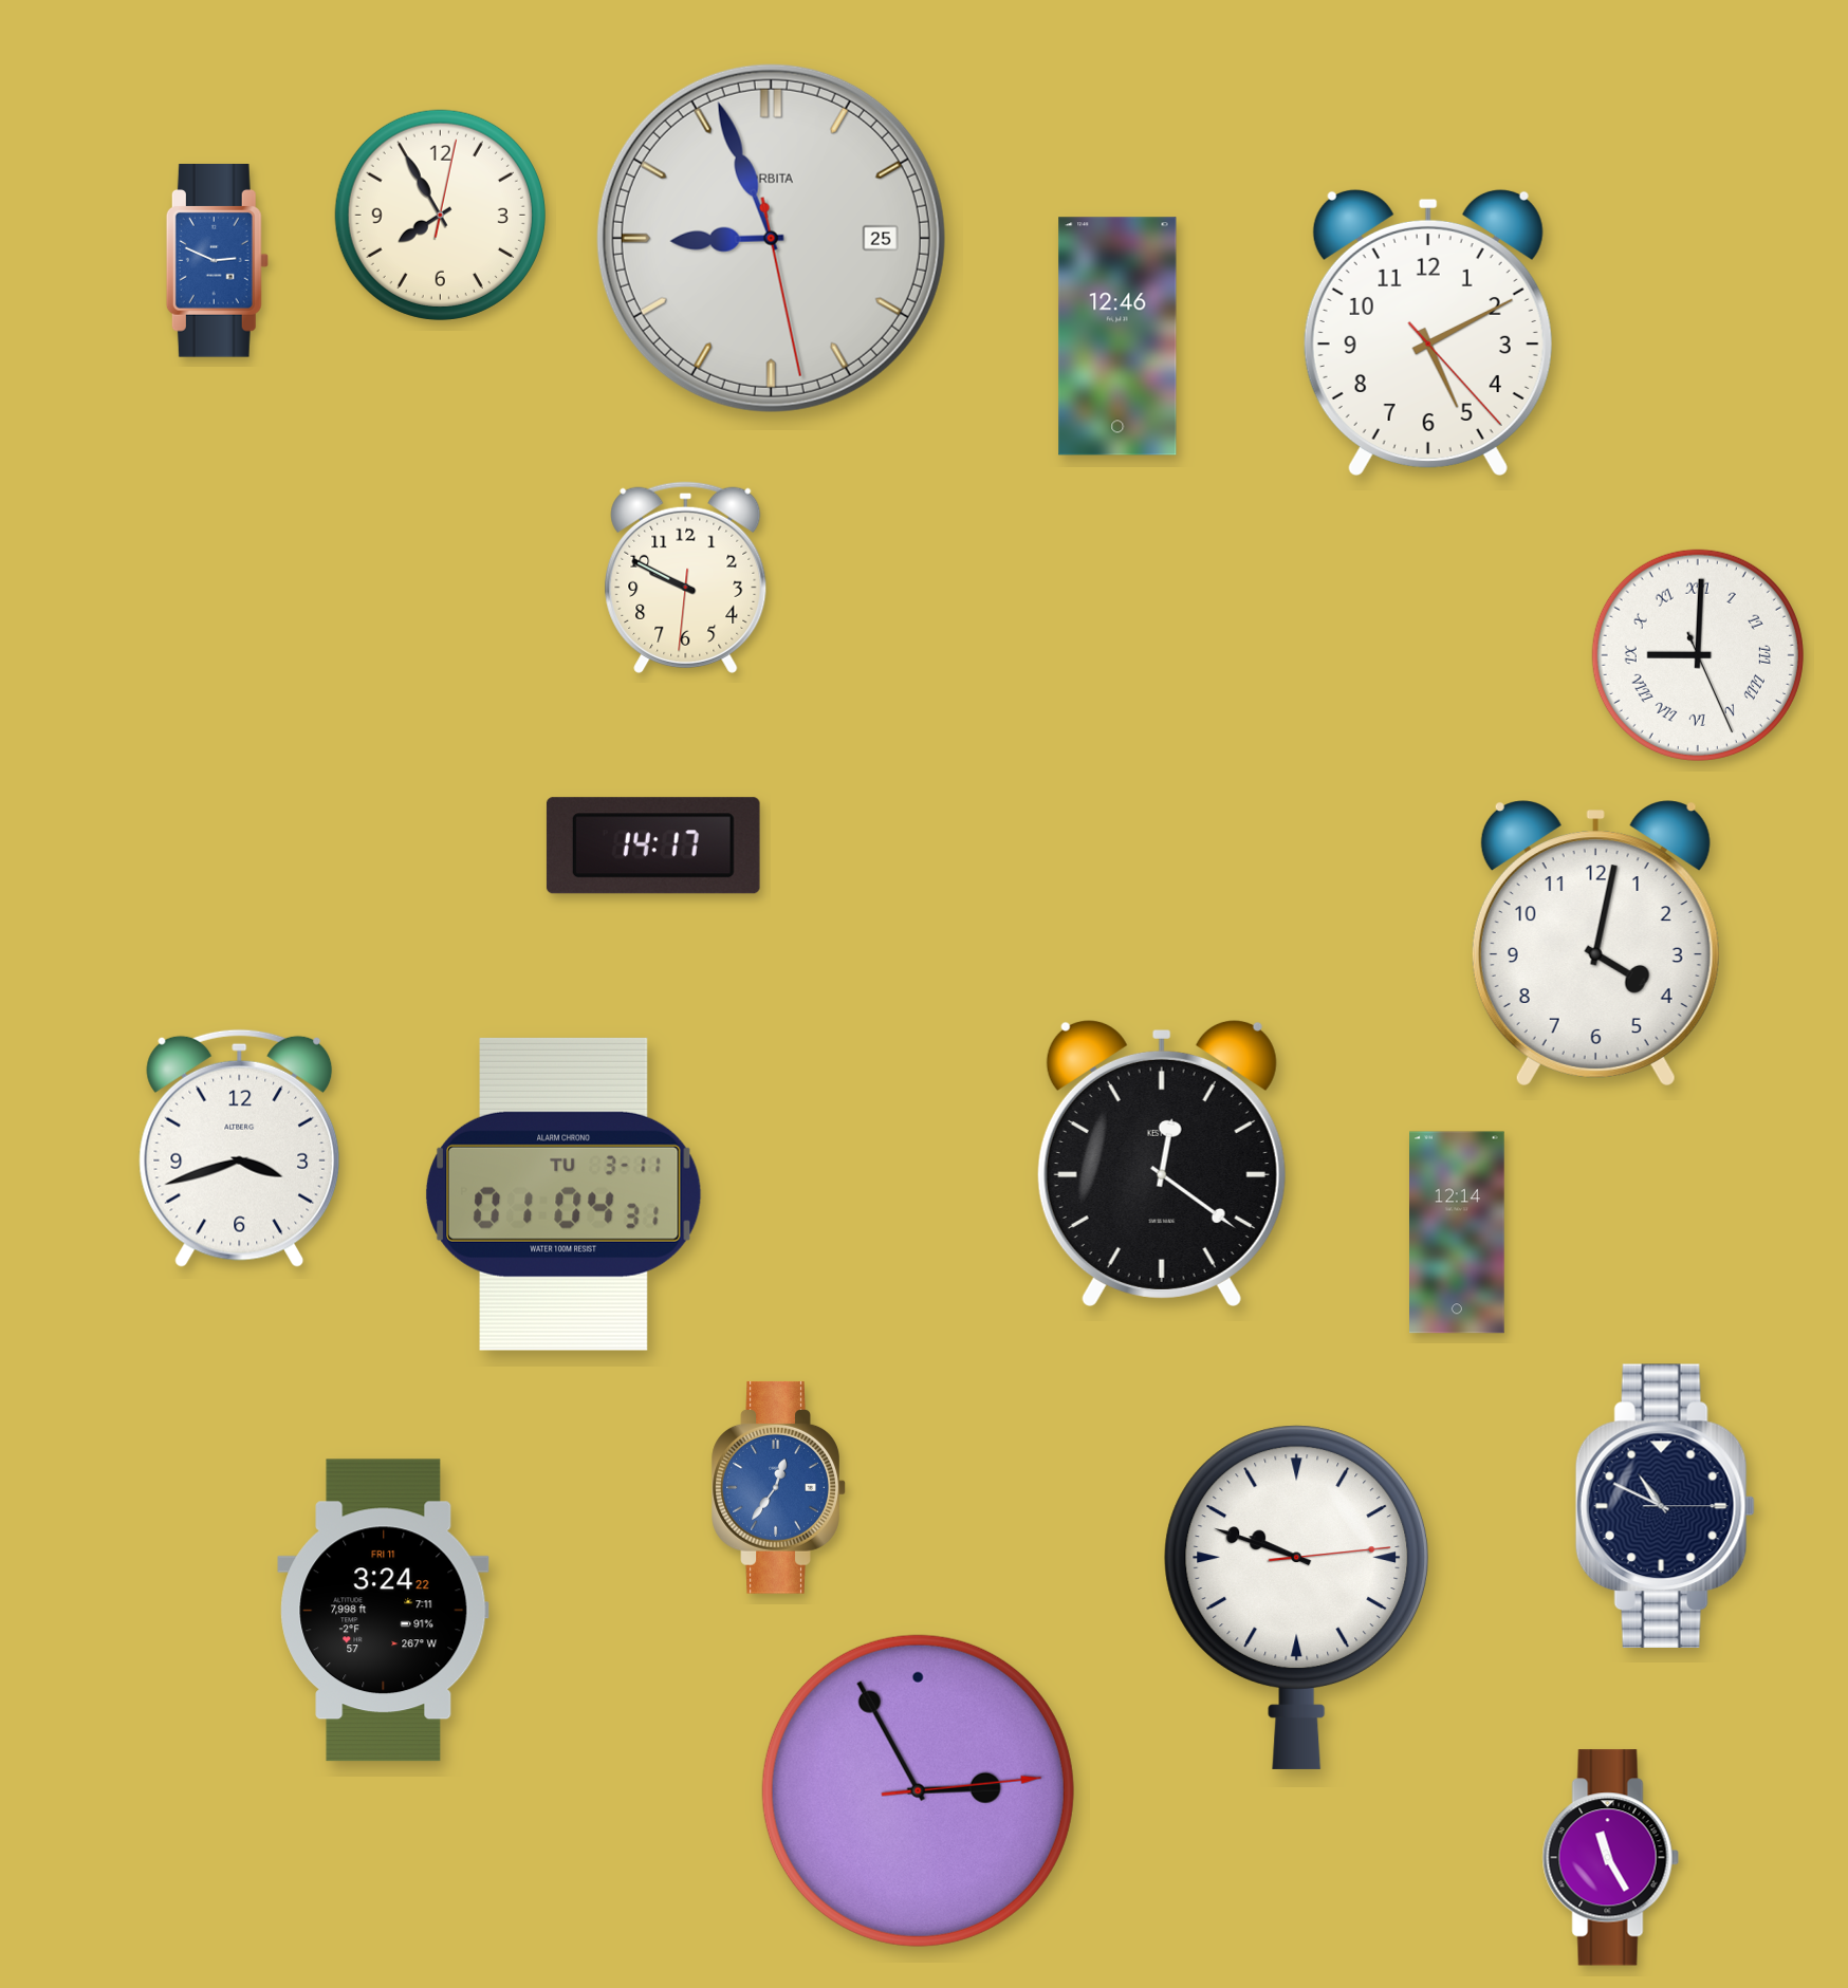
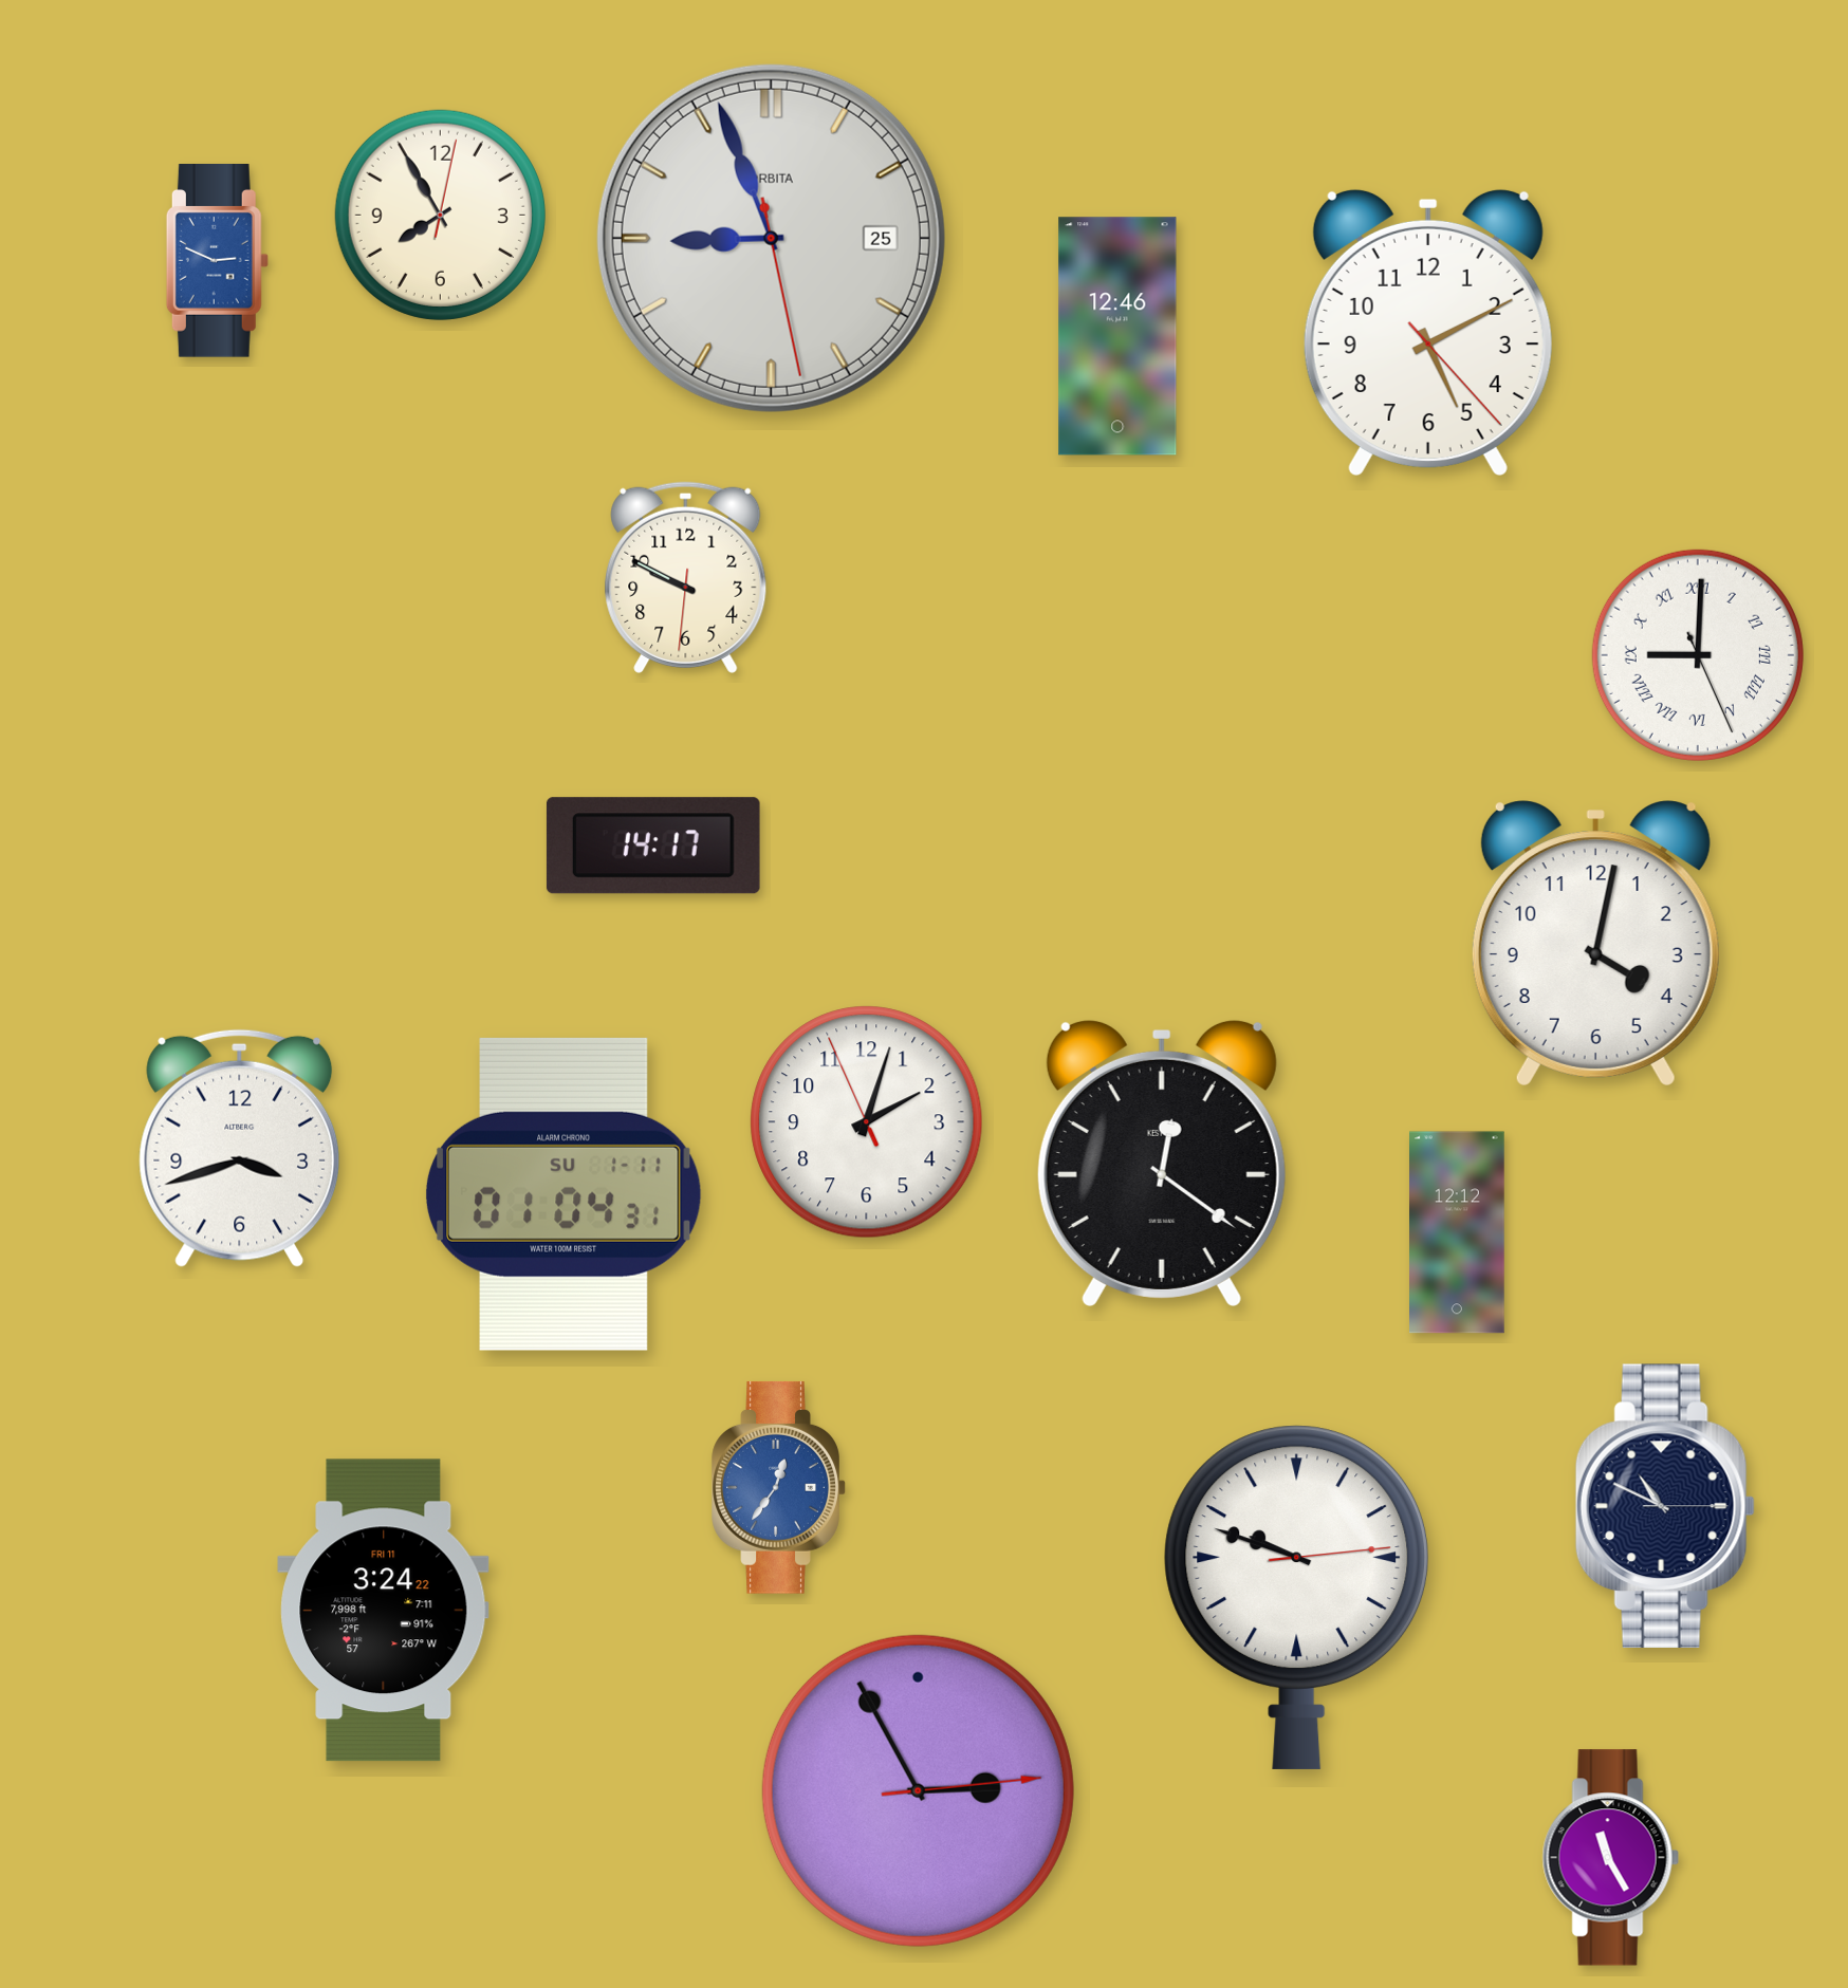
clock at (867, 1122): none -> 2:02
clock at (563, 1194) date: TU 3-11 -> SU 1-11
clock at (1458, 1232): 12:14 -> 12:12
